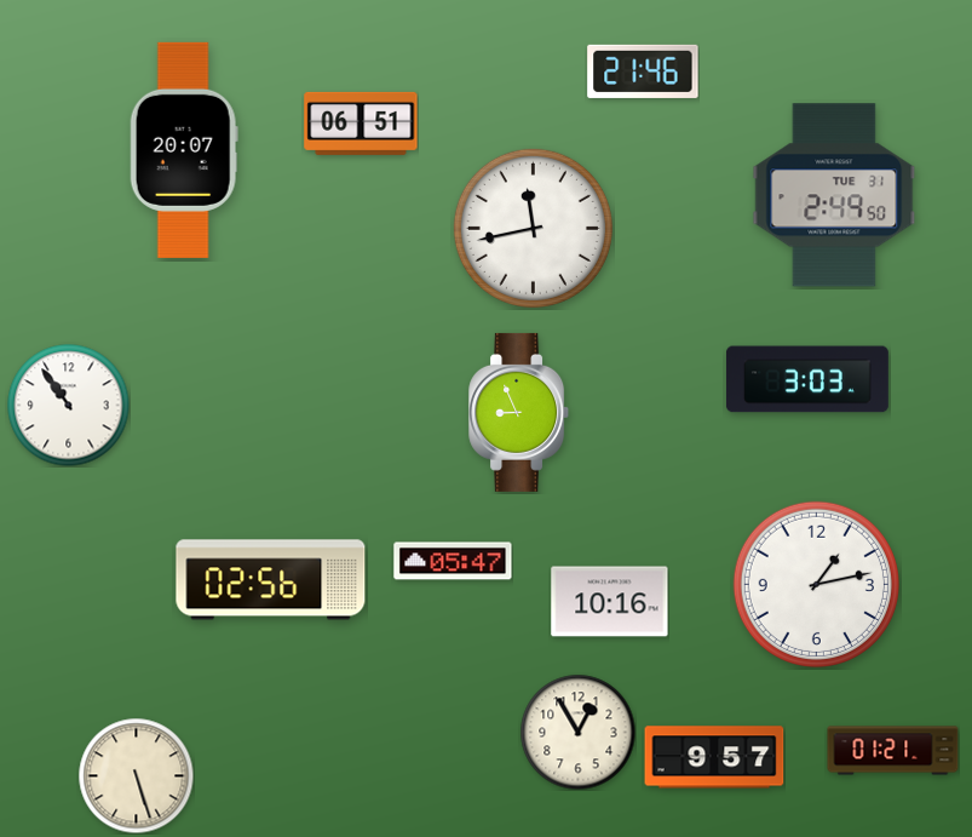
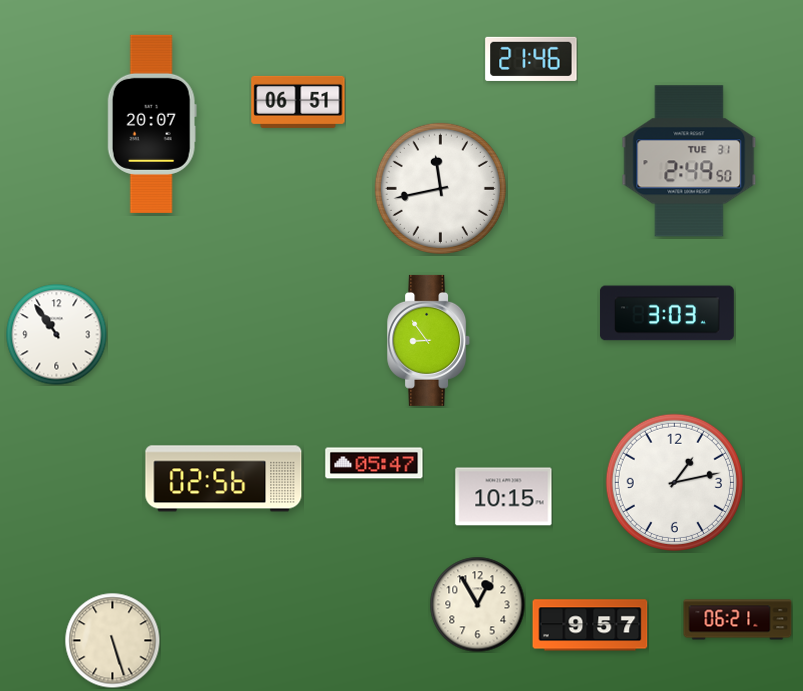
clock at (519, 412): 8:56 -> 8:54
clock at (610, 602): 10:16 -> 10:15
clock at (893, 751): 01:21 -> 06:21
